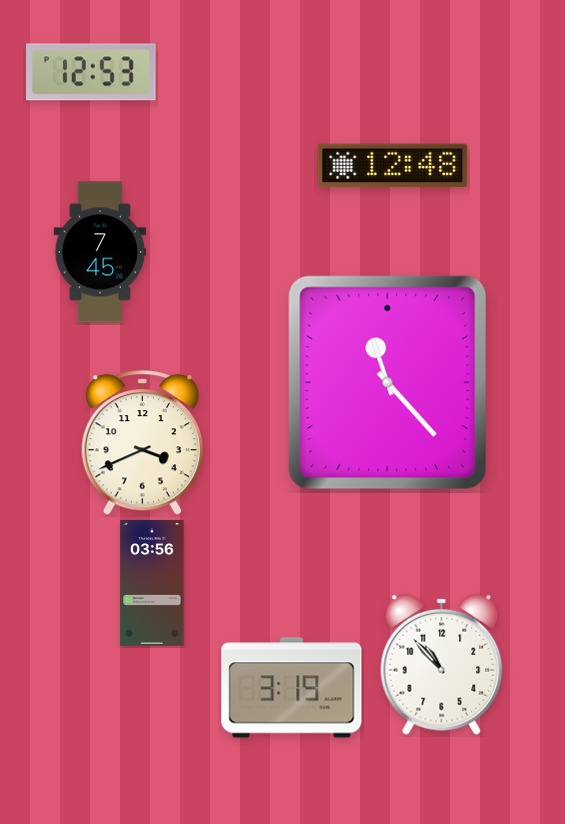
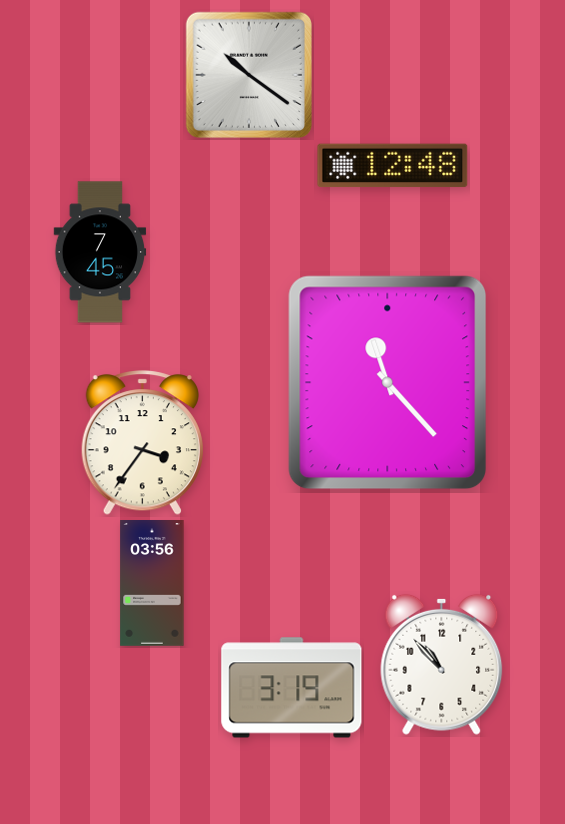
clock at (91, 72): 12:53 -> none
clock at (249, 75): none -> 10:21
clock at (142, 443): 3:41 -> 3:36
